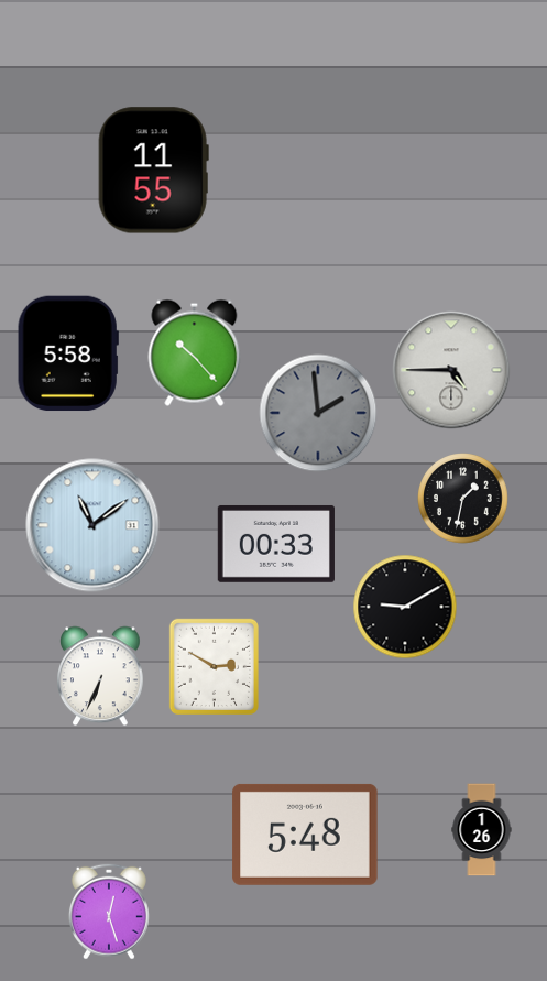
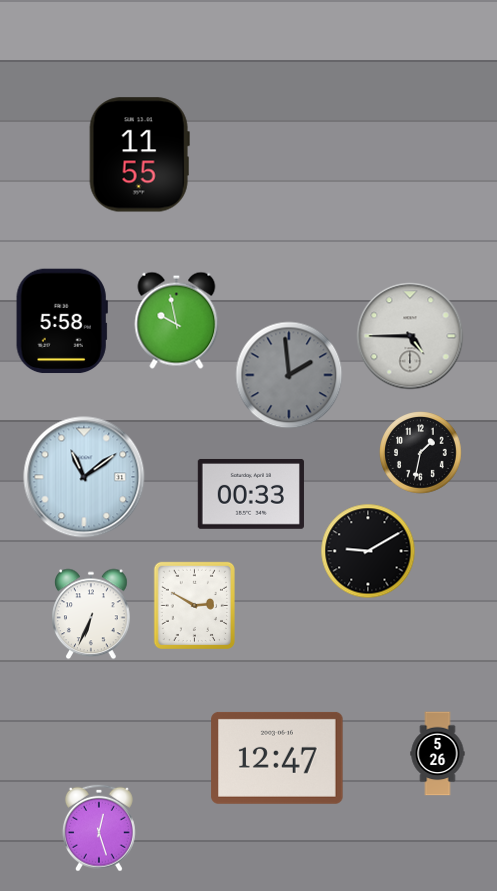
clock at (195, 352): 10:23 -> 9:58
clock at (482, 830): 1:26 -> 5:26
clock at (305, 835): 5:48 -> 12:47
